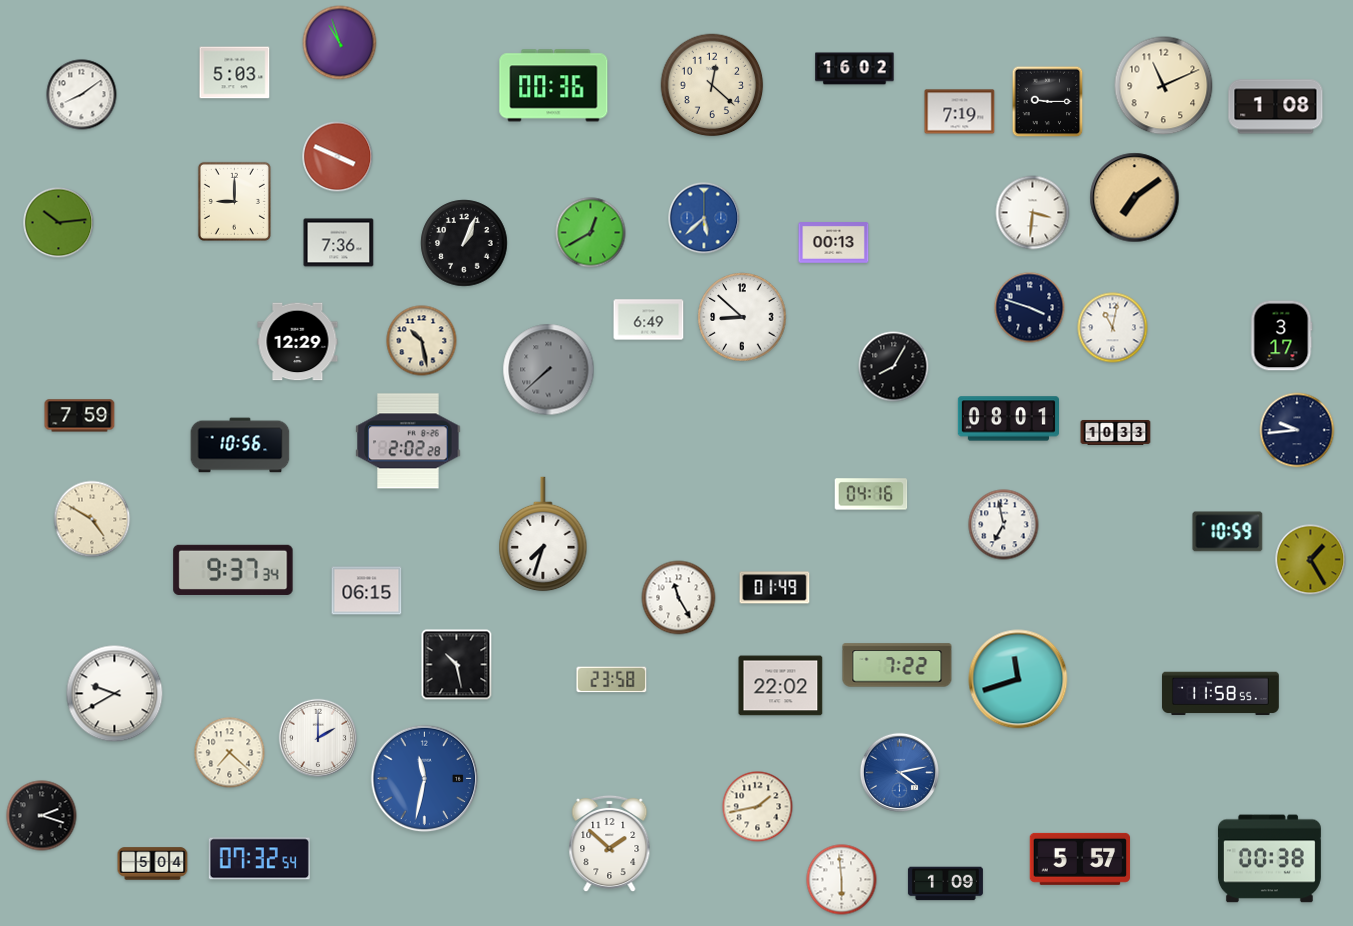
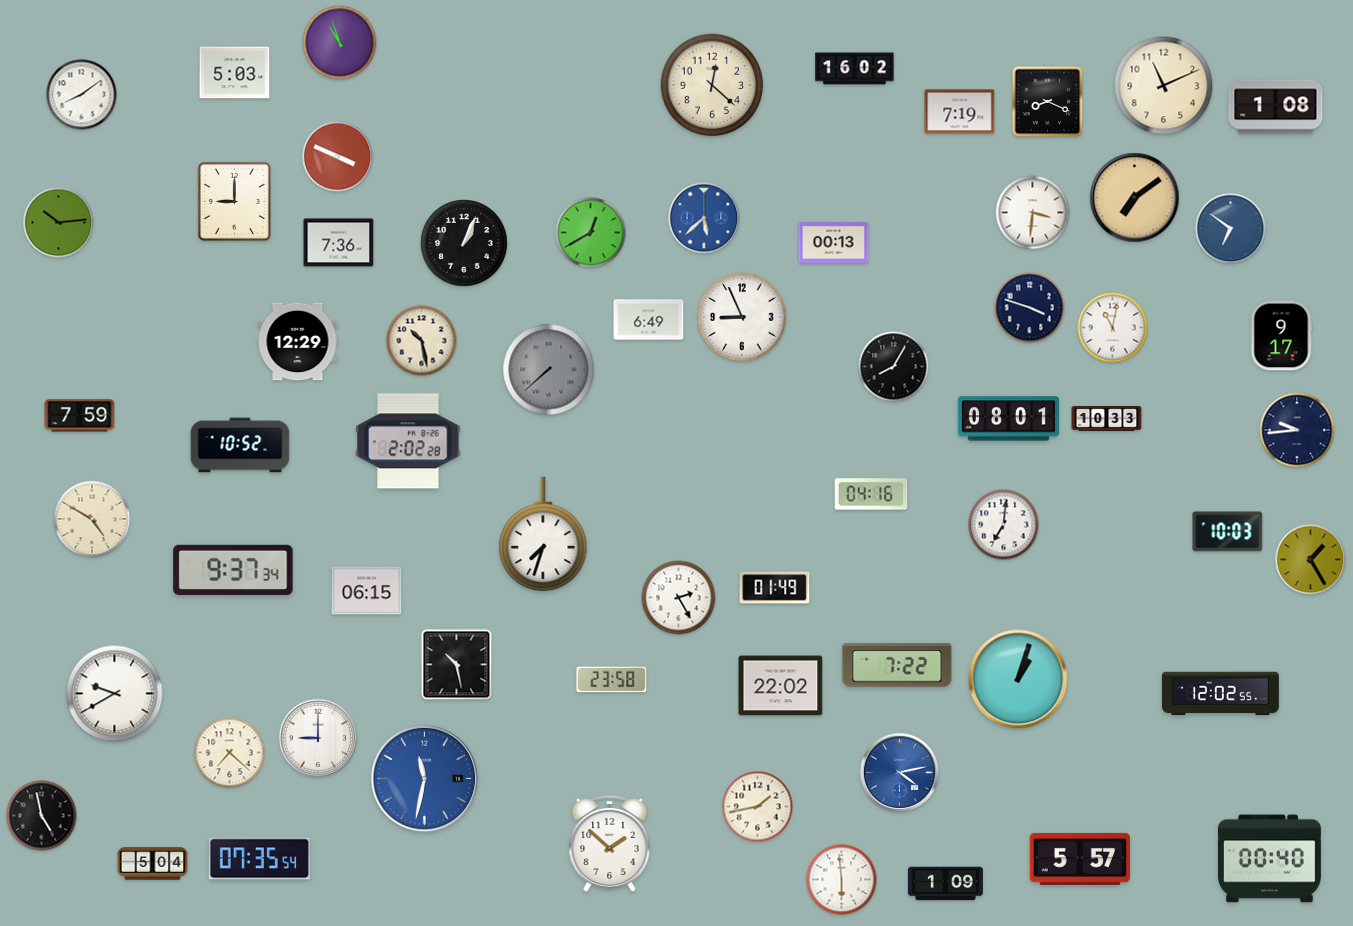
clock at (554, 86): 00:36 -> none
clock at (1048, 102): 9:15 -> 8:19
clock at (1231, 229): none -> 6:51
clock at (742, 317): 8:52 -> 8:56
clock at (1281, 336): 3:17 -> 9:17
clock at (1116, 432) position: (1116, 432) -> (1107, 418)
clock at (240, 445): 10:56 -> 10:52
clock at (1004, 525): 6:58 -> 7:01
clock at (1228, 532): 10:59 -> 10:03
clock at (679, 598): 11:25 -> 2:25
clock at (1018, 679): 11:42 -> 1:03
clock at (1220, 694): 11:58 -> 12:02
clock at (317, 737): 2:00 -> 9:00
clock at (42, 816): 2:18 -> 4:58
clock at (259, 859): 07:32 -> 07:35
clock at (1269, 859): 00:38 -> 00:40
